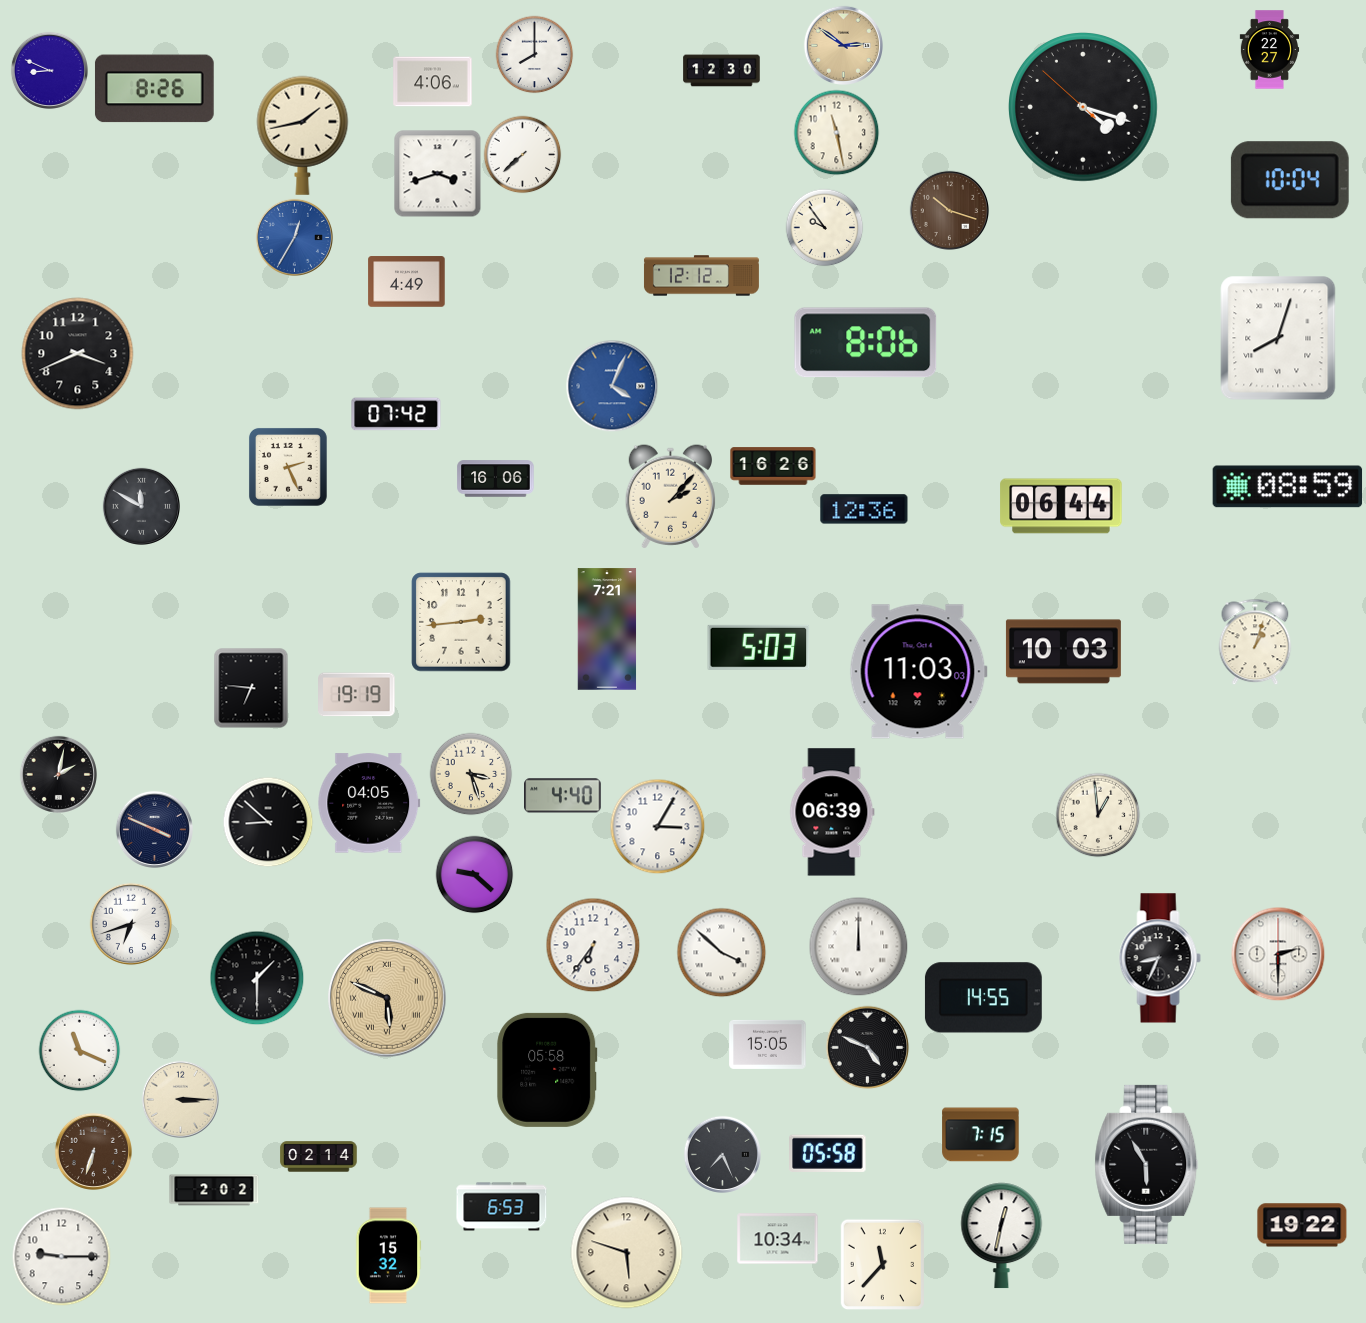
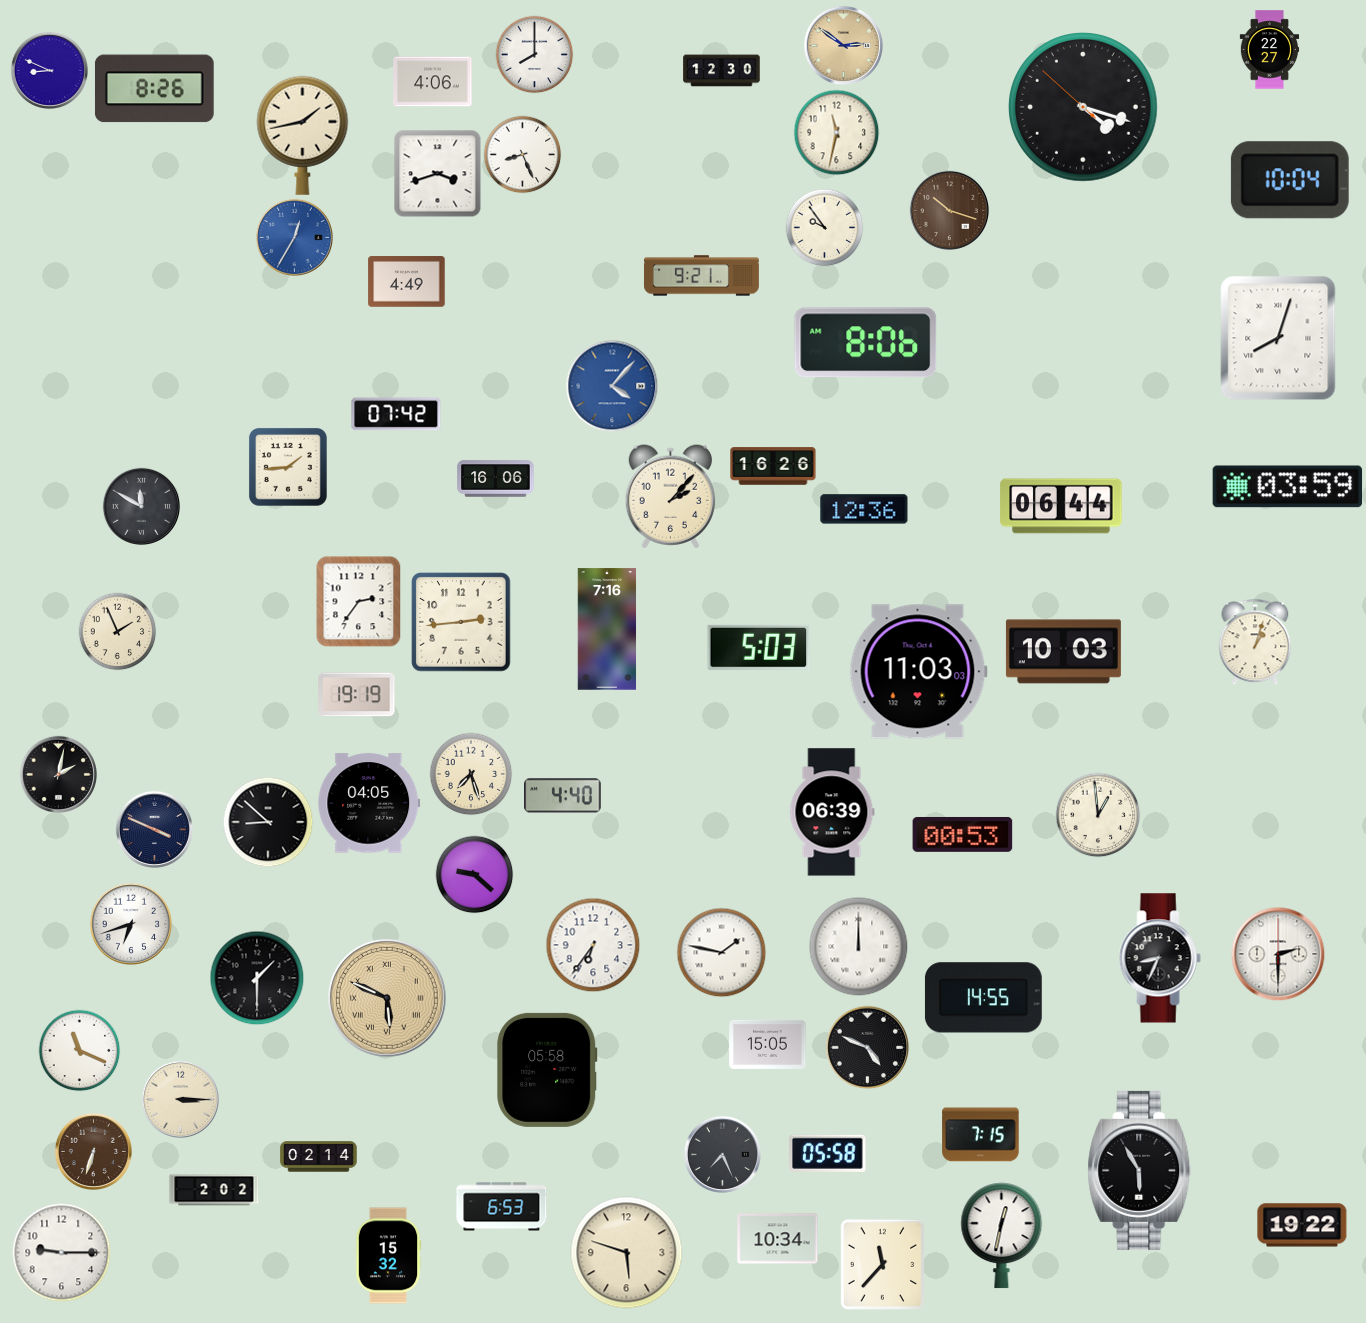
clock at (836, 132): 11:28 -> 11:32
clock at (522, 154): 7:38 -> 8:26
clock at (701, 276): 12:12 -> 9:21
clock at (78, 354): 3:41 -> none
clock at (612, 386): 4:04 -> 4:07
clock at (288, 467): 2:26 -> 1:44
clock at (1288, 487): 08:59 -> 03:59
clock at (359, 601): none -> 2:36
clock at (607, 629): 7:21 -> 7:16
clock at (117, 631): none -> 1:56
clock at (251, 688): 6:46 -> none
clock at (471, 774): 3:27 -> 7:27
clock at (657, 826): 3:05 -> none
clock at (963, 834): none -> 00:53
clock at (721, 952): 3:52 -> 1:47
clock at (1147, 1164) position: (1147, 1164) -> (1140, 1170)
clock at (62, 1257) position: (62, 1257) -> (62, 1253)
